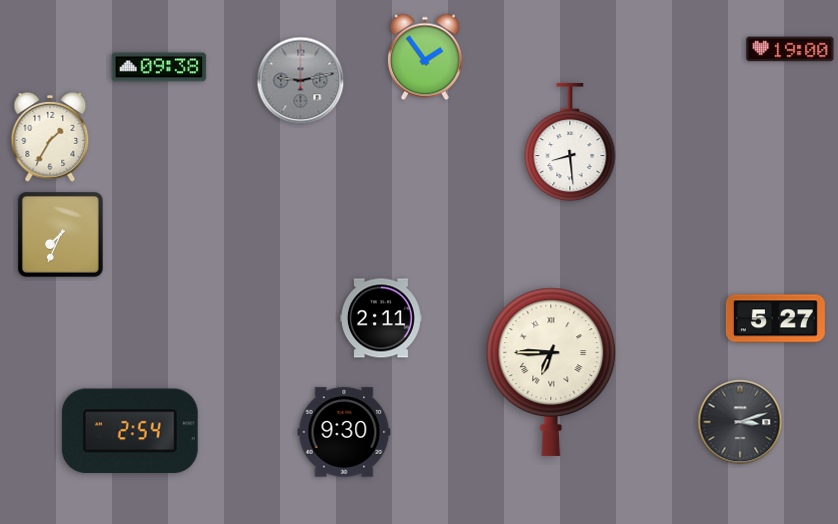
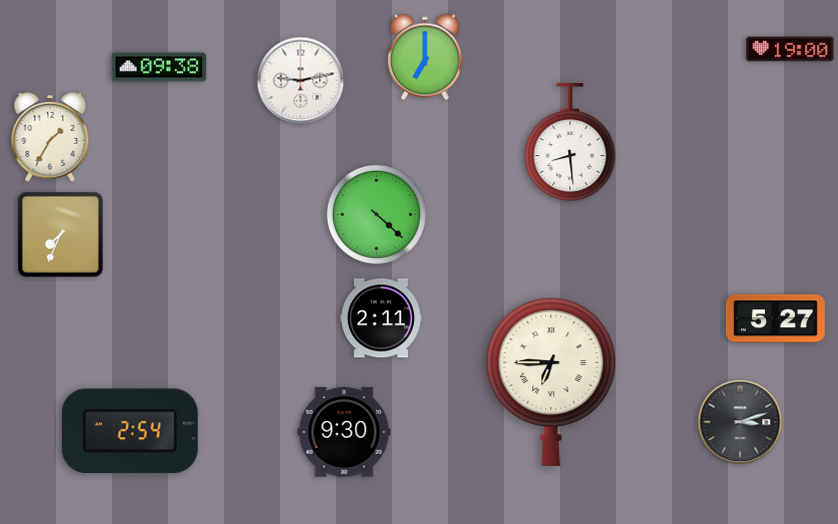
clock at (425, 57): 1:54 -> 7:00
clock at (301, 81) dial: grey -> white
clock at (376, 214): none -> 4:22
clock at (551, 372) position: (551, 372) -> (551, 382)
